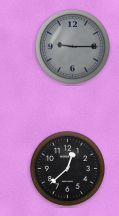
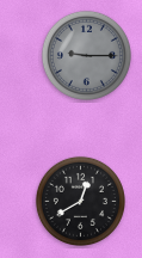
clock at (67, 168): 12:38 -> 12:40
